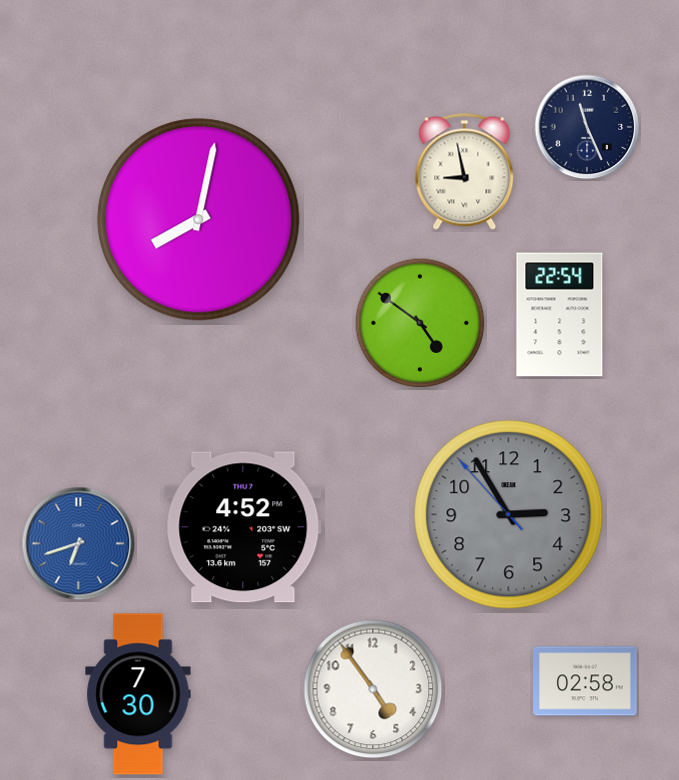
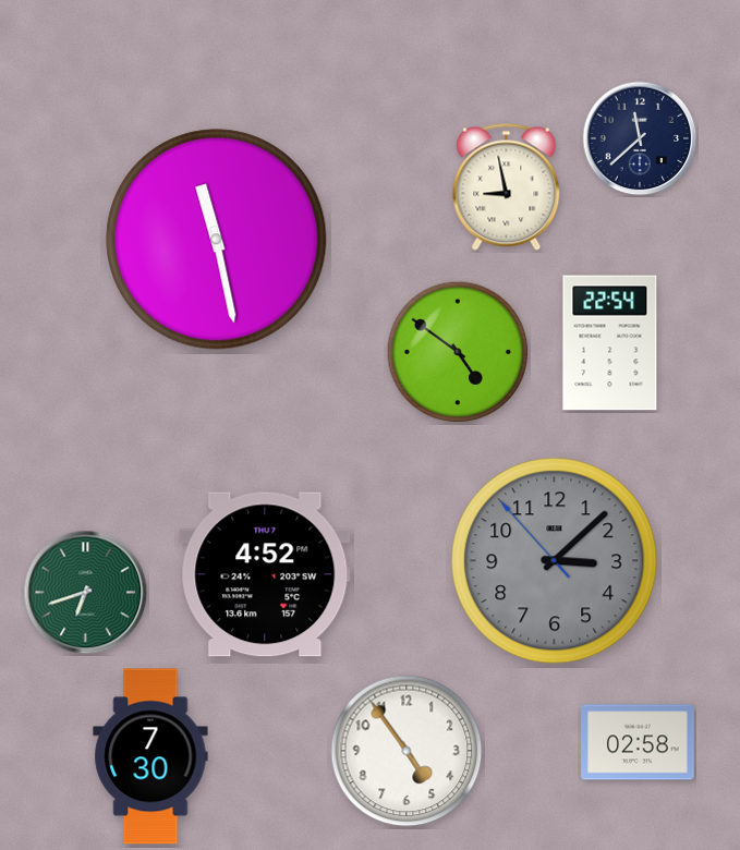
clock at (587, 127): 11:26 -> 11:38
clock at (199, 220): 8:02 -> 11:28
clock at (509, 515): 2:54 -> 3:07
clock at (79, 544) dial: blue -> green
